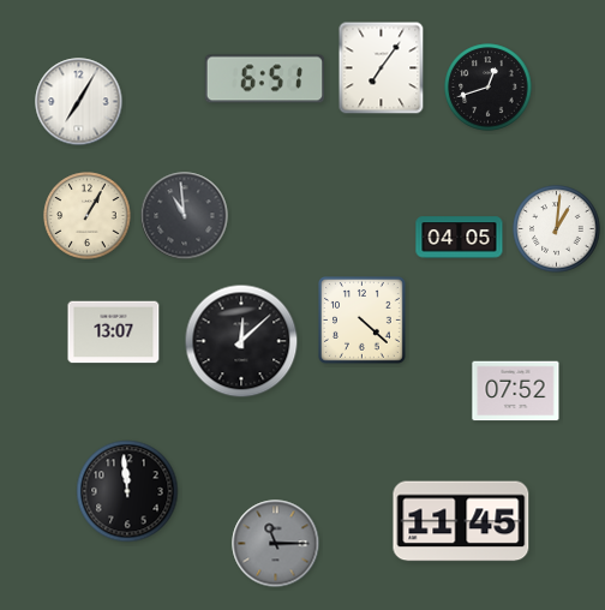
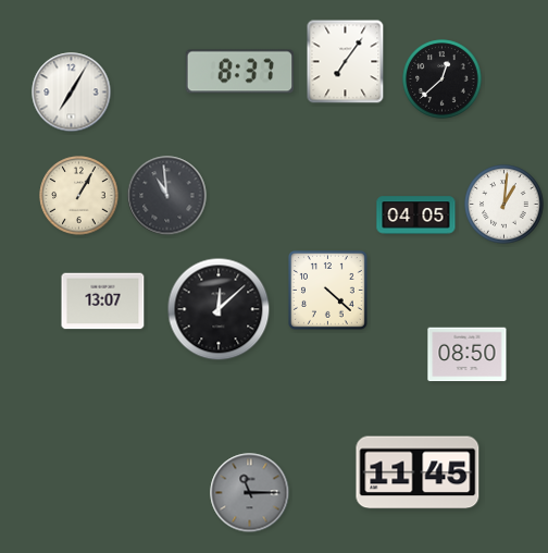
clock at (265, 79): 6:51 -> 8:37
clock at (489, 88): 12:42 -> 12:38
clock at (557, 229) position: (557, 229) -> (505, 205)
clock at (516, 391): 07:52 -> 08:50
clock at (127, 491): 11:59 -> none
